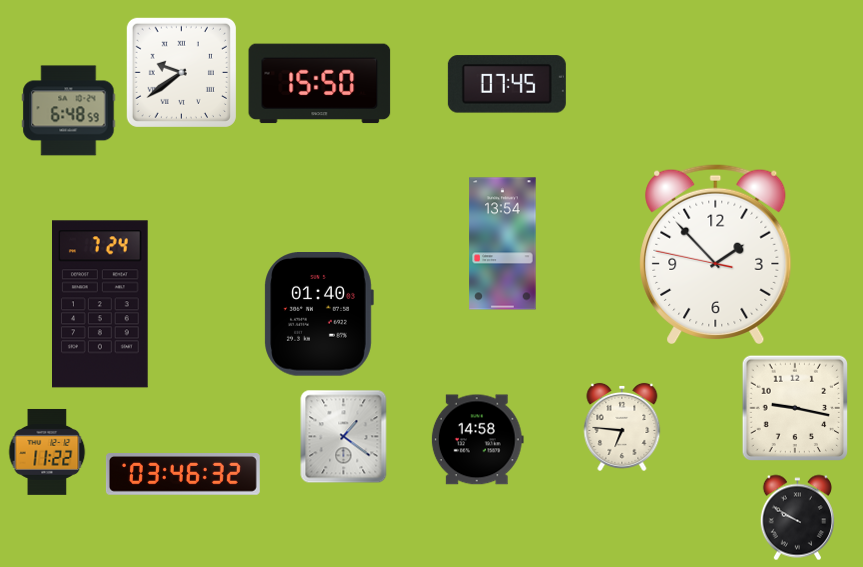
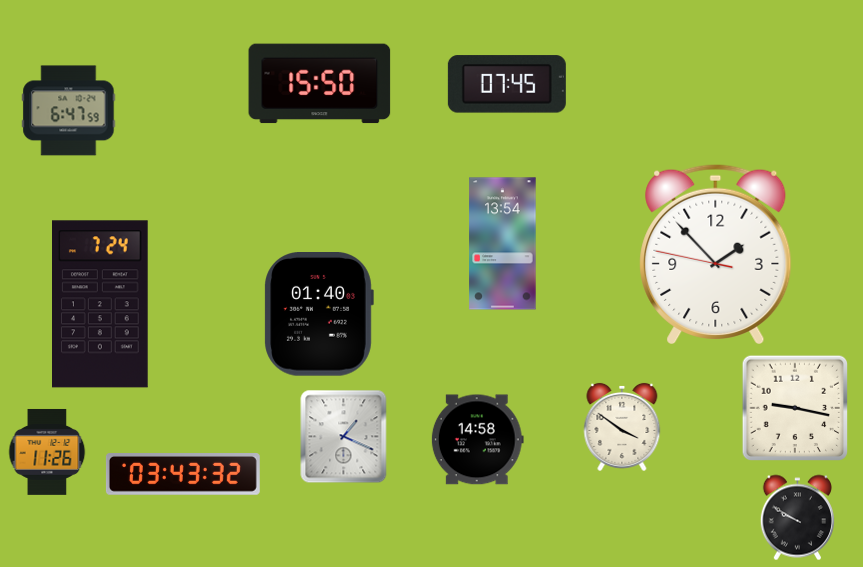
clock at (181, 72): 9:39 -> none
clock at (69, 111): 6:48 -> 6:47
clock at (622, 427): 6:46 -> 3:51
clock at (344, 437): 1:21 -> 1:19
clock at (47, 452): 11:22 -> 11:26
clock at (183, 475): 03:46 -> 03:43
